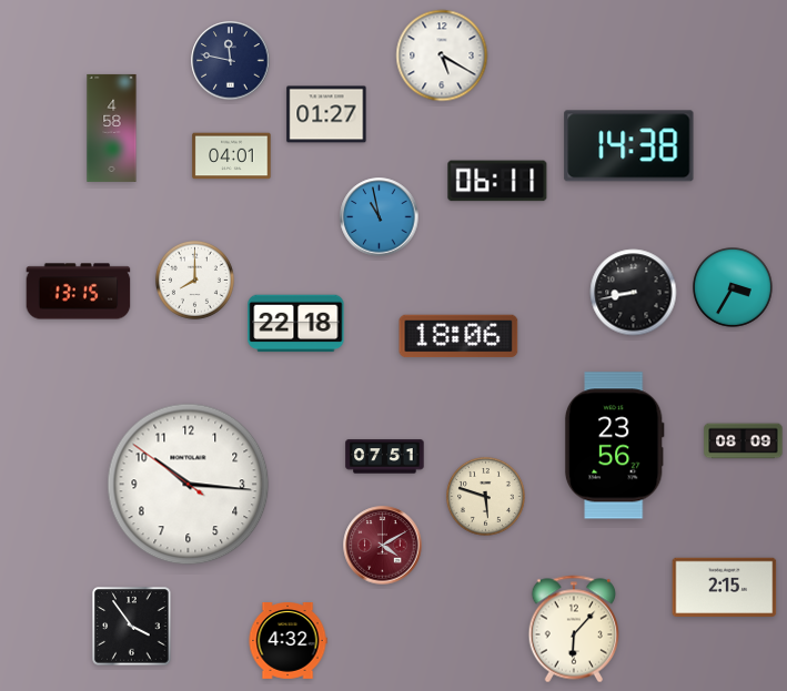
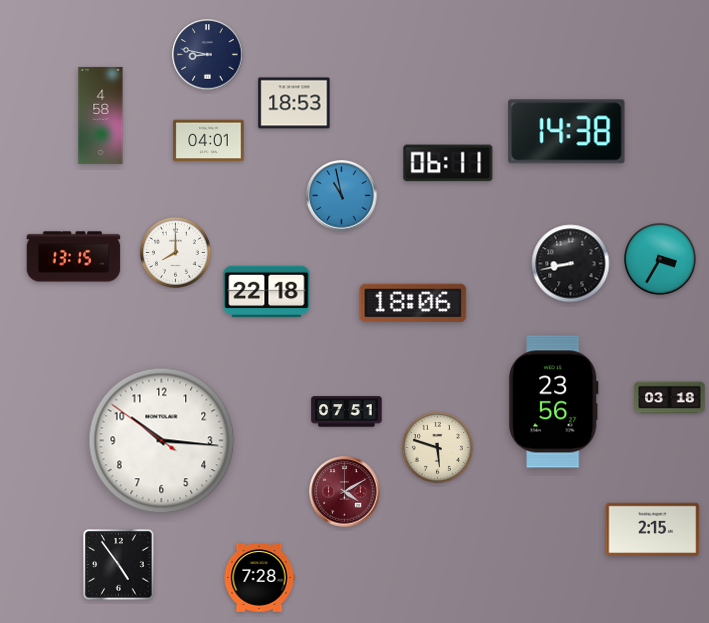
clock at (442, 55): 5:20 -> none
clock at (231, 61): 11:47 -> 8:47
clock at (326, 114): 01:27 -> 18:53
clock at (79, 292) position: (79, 292) -> (74, 257)
clock at (744, 441): 08:09 -> 03:18
clock at (189, 485) position: (189, 485) -> (162, 441)
clock at (132, 627): 3:54 -> 4:54
clock at (573, 629): 6:07 -> none
clock at (287, 641): 4:32 -> 7:28
